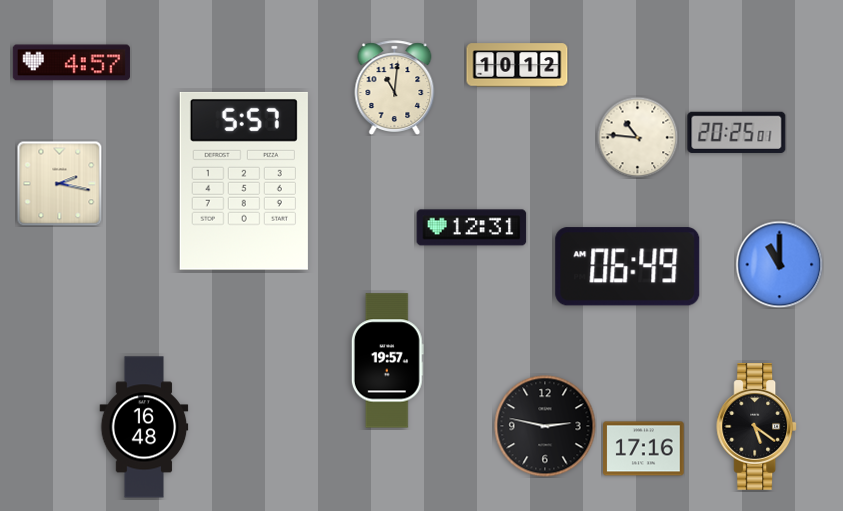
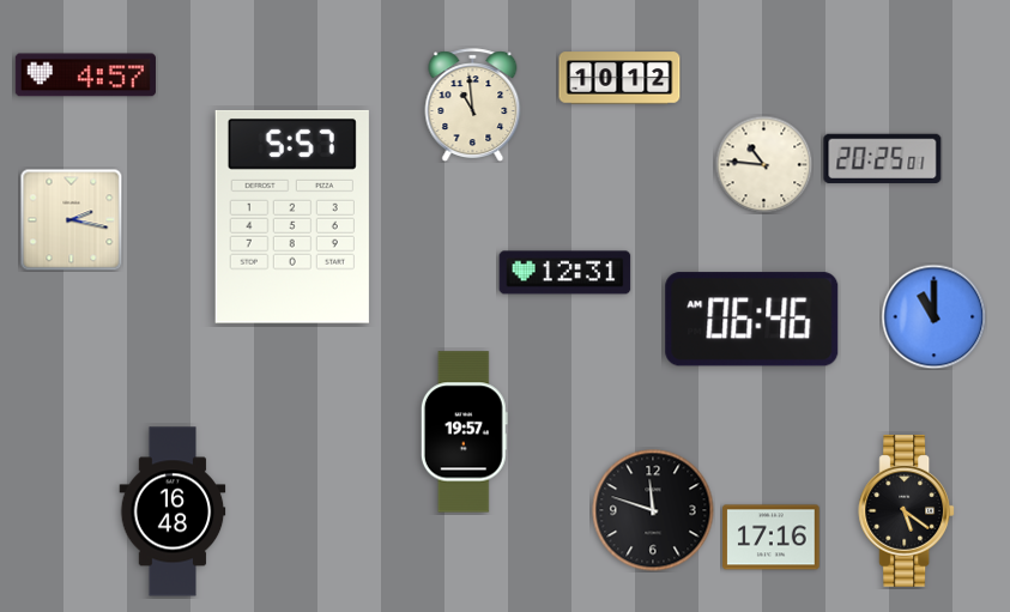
clock at (395, 87): 11:01 -> 10:59
clock at (628, 267): 06:49 -> 06:46
clock at (545, 426): 2:47 -> 11:48
